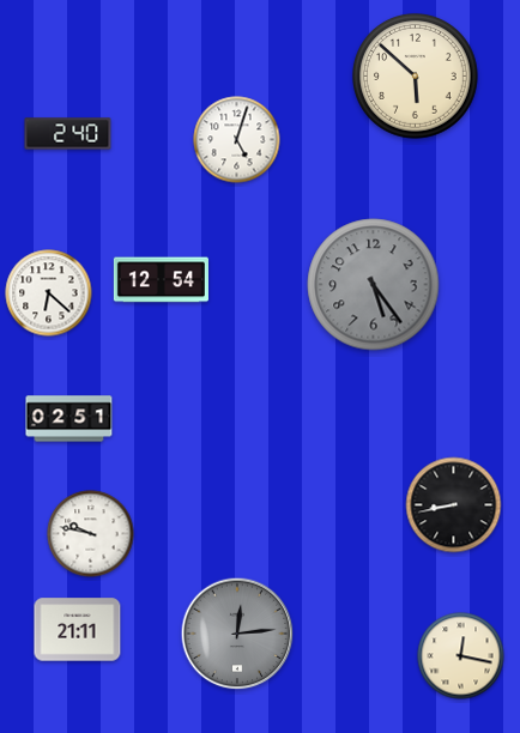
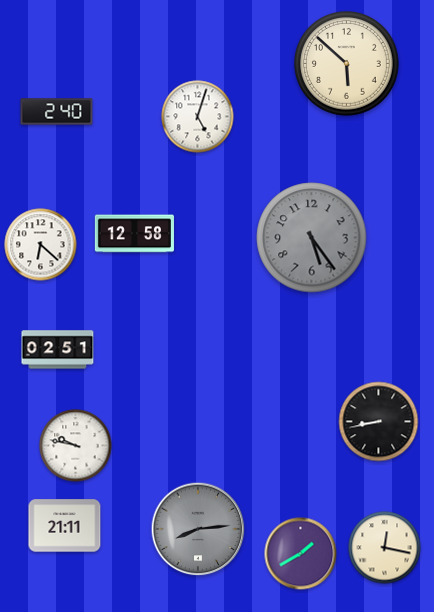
clock at (161, 280): 12:54 -> 12:58
clock at (237, 634): 12:14 -> 8:14
clock at (301, 554): none -> 1:40
